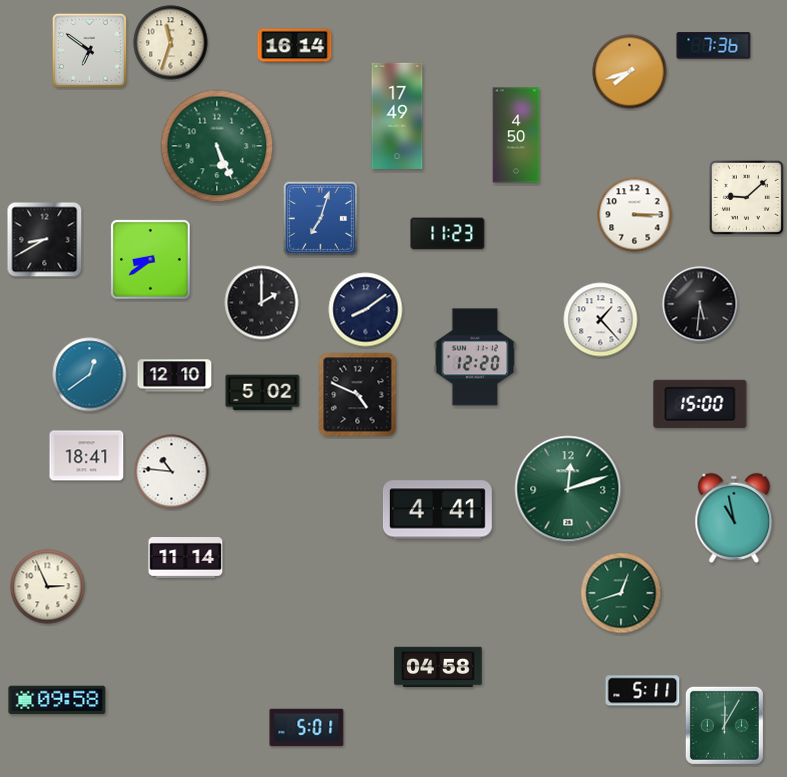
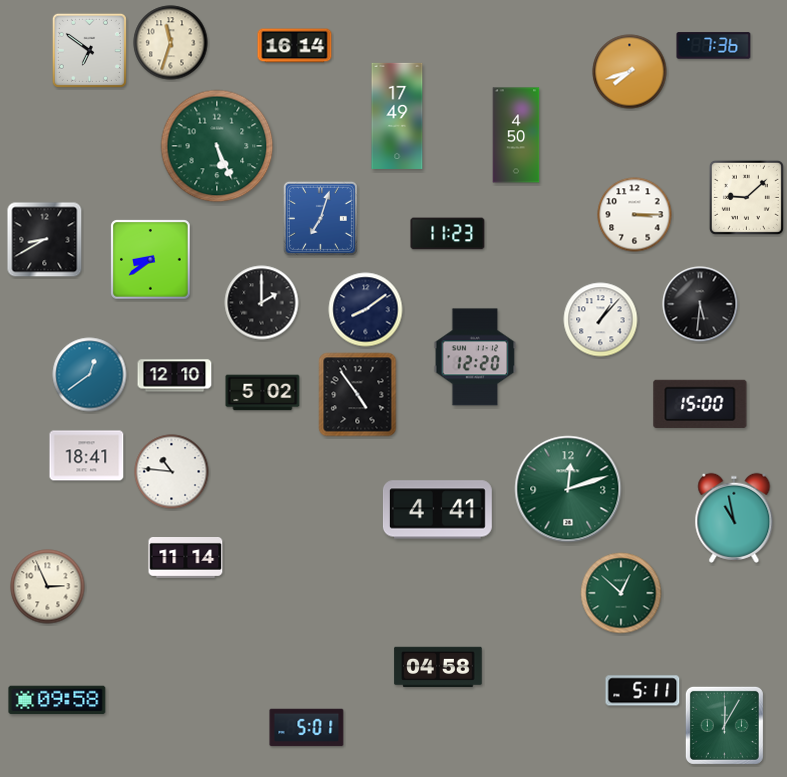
clock at (601, 320): 1:23 -> 1:07
clock at (358, 395): 4:49 -> 4:54
clock at (621, 593): 12:42 -> 12:52
